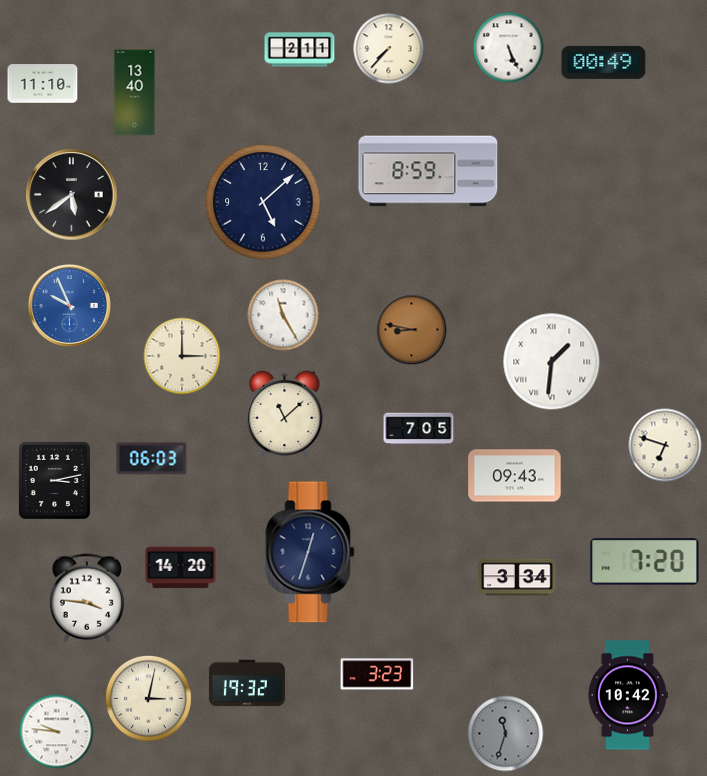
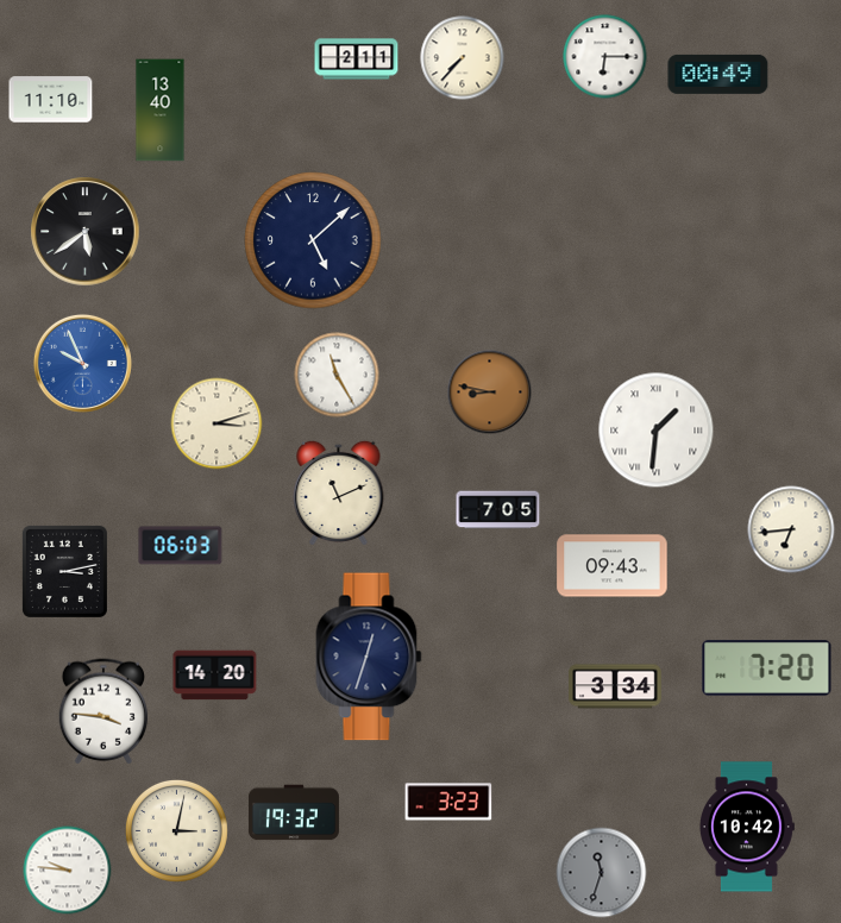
clock at (509, 48): 5:26 -> 6:15
clock at (428, 171): 8:59 -> none
clock at (182, 356): 3:00 -> 3:12
clock at (285, 414): 11:08 -> 11:11
clock at (665, 445): 6:48 -> 6:44
